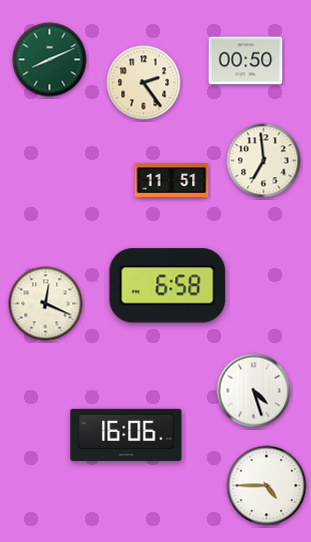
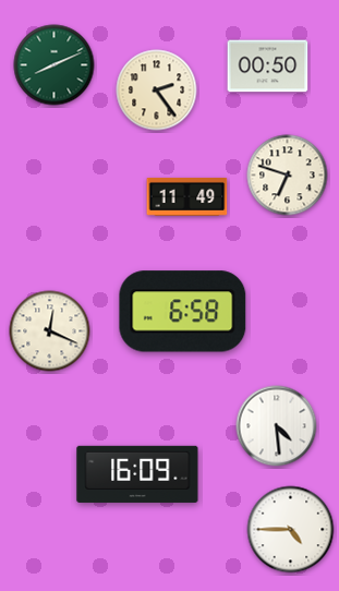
clock at (264, 161): 6:59 -> 6:48
clock at (172, 180): 11:51 -> 11:49
clock at (254, 391): 4:27 -> 4:29
clock at (126, 435): 16:06 -> 16:09
